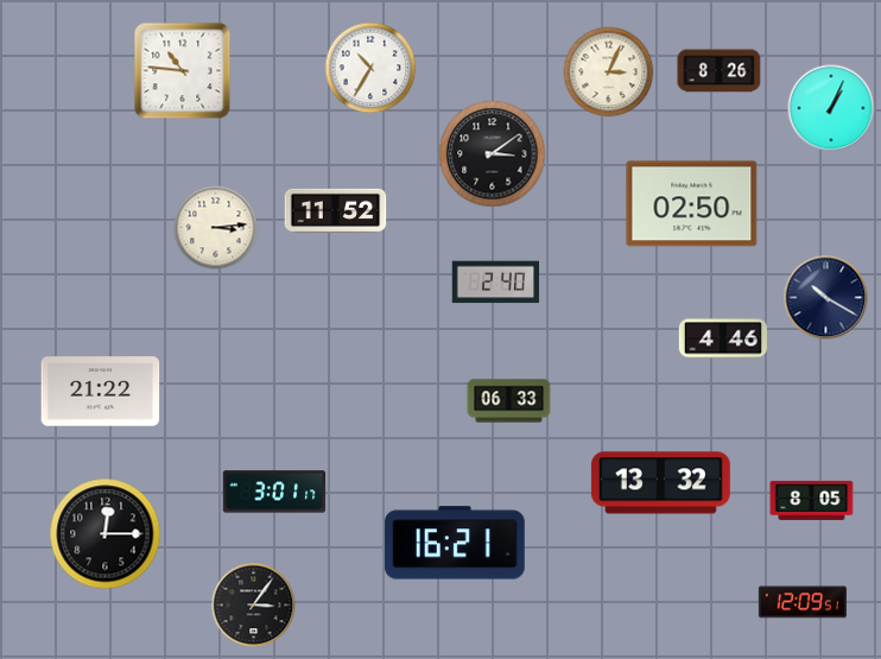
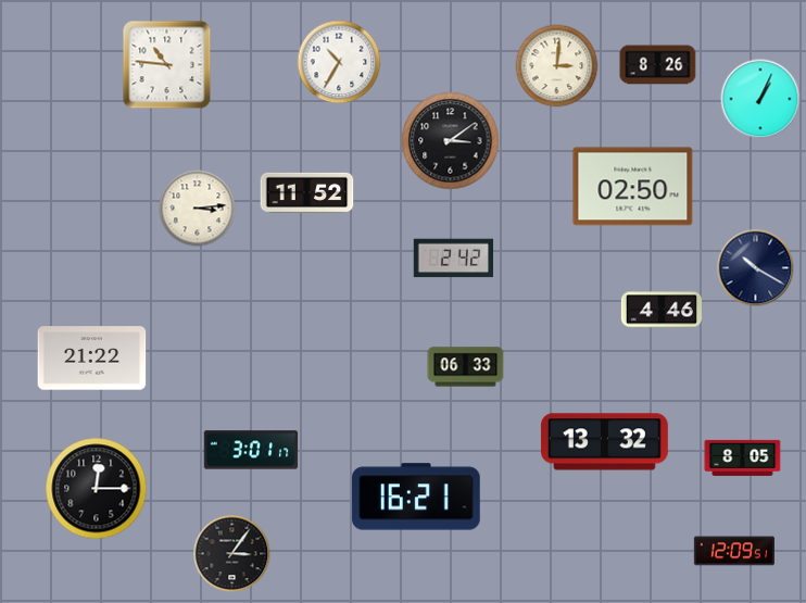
clock at (609, 72): 3:04 -> 3:01
clock at (496, 283): 2:40 -> 2:42
clock at (826, 298) position: (826, 298) -> (756, 268)
